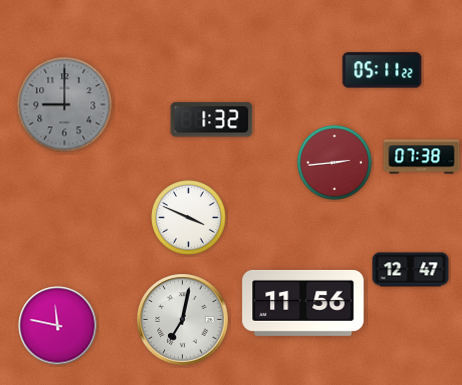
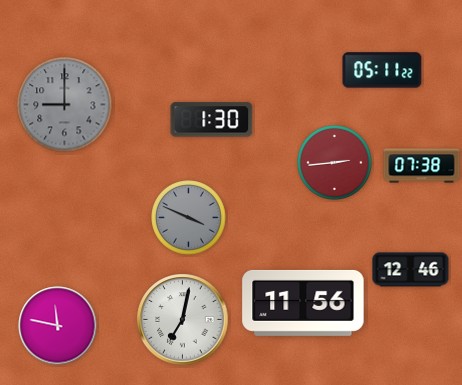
clock at (212, 120): 1:32 -> 1:30
clock at (422, 157) position: (422, 157) -> (422, 166)
clock at (189, 218) dial: white -> grey
clock at (411, 270): 12:47 -> 12:46
